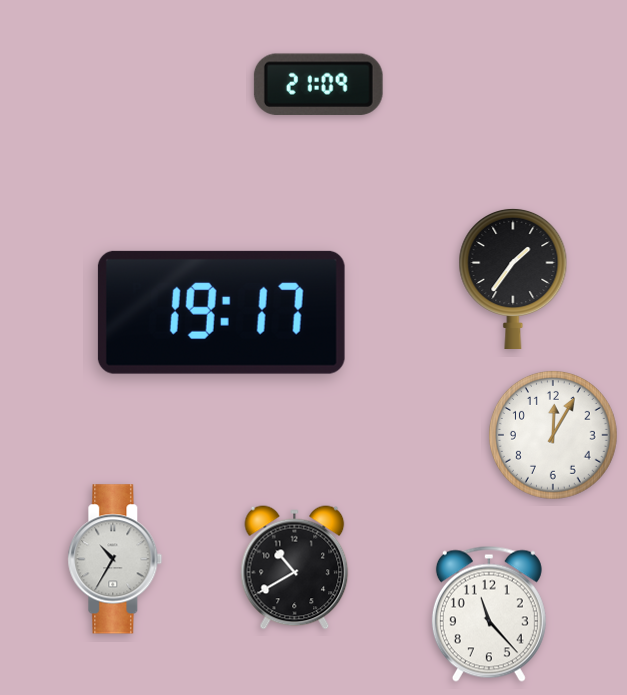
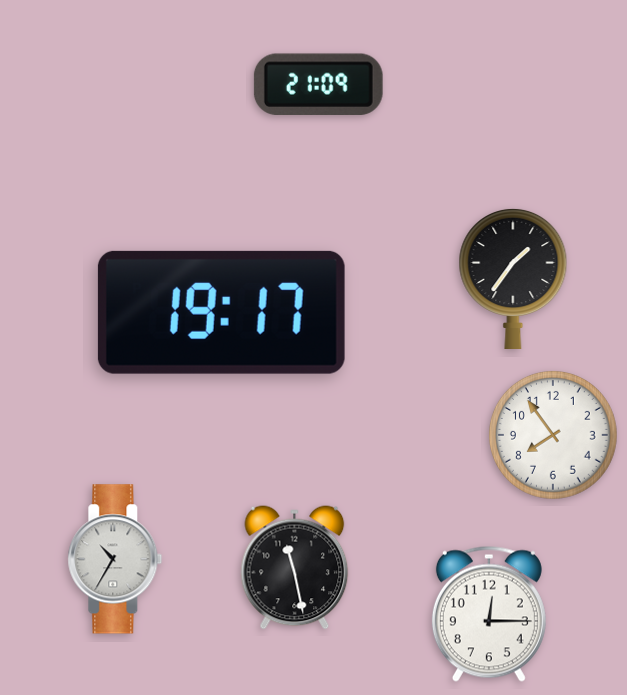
clock at (553, 435): 12:05 -> 7:54
clock at (295, 568): 10:40 -> 11:28
clock at (489, 614): 11:23 -> 12:15
